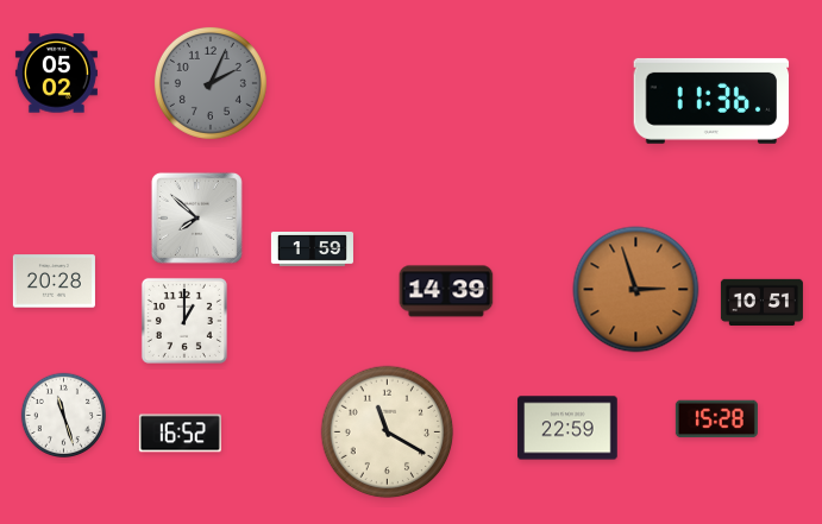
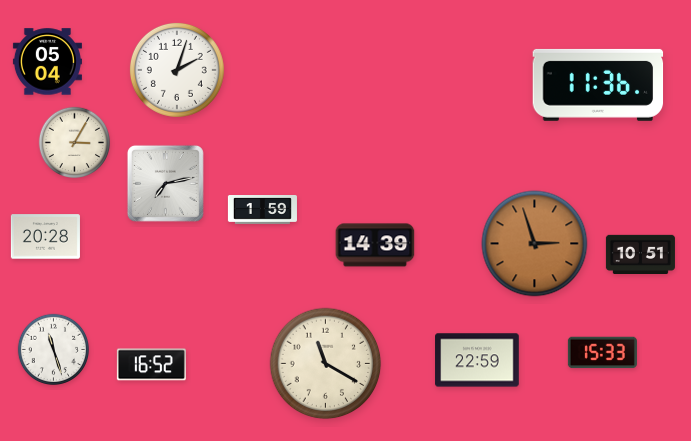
clock at (56, 74): 05:02 -> 05:04
clock at (211, 83): 2:04 -> 2:03
clock at (211, 83) dial: grey -> white
clock at (75, 143): none -> 3:05
clock at (196, 217): 7:52 -> 7:13
clock at (184, 321): 1:00 -> none
clock at (716, 419): 15:28 -> 15:33
